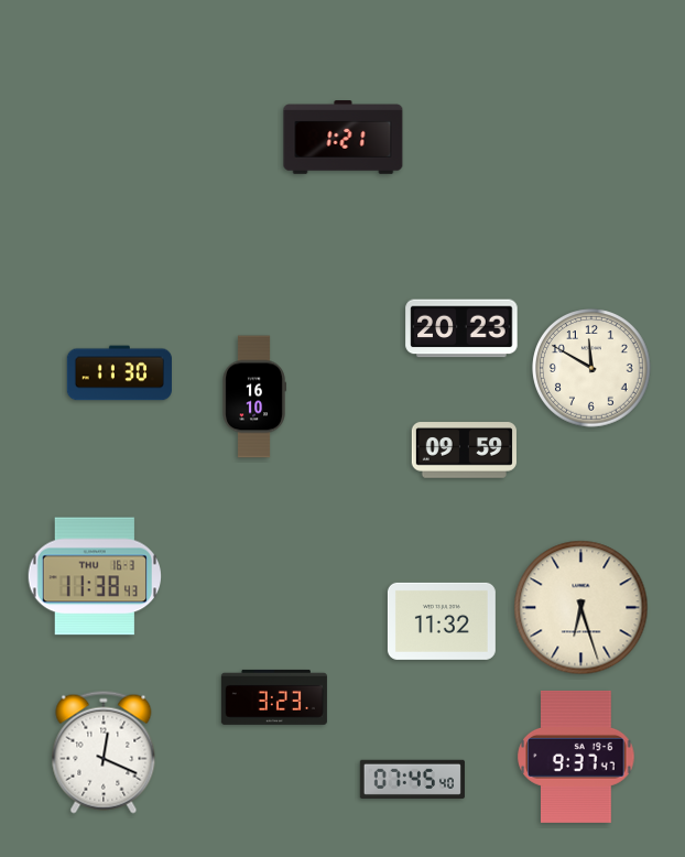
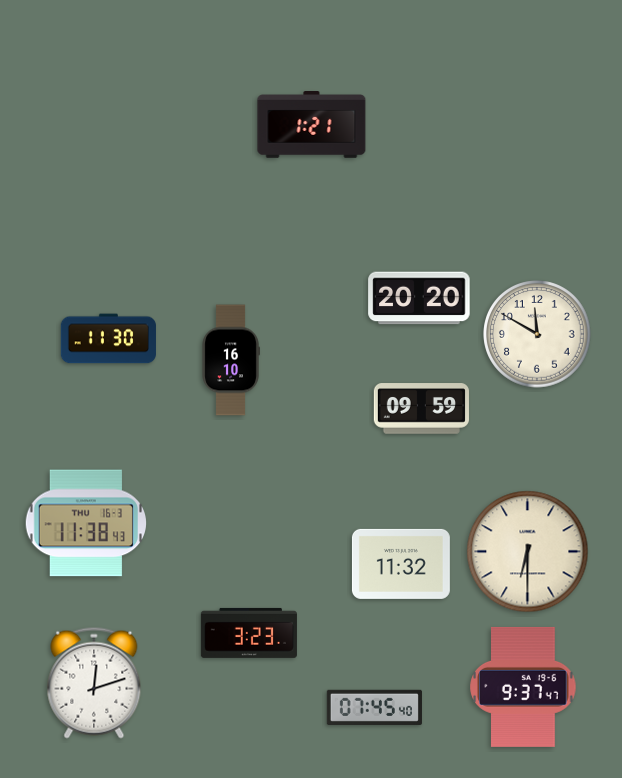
clock at (461, 328): 20:23 -> 20:20
clock at (581, 608): 6:27 -> 6:30
clock at (104, 752): 12:19 -> 12:12
